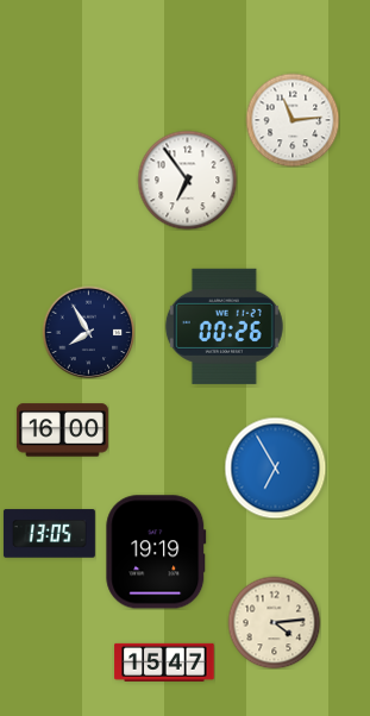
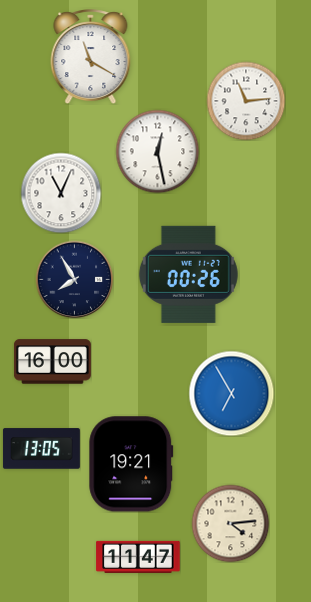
clock at (91, 57): none -> 11:20
clock at (187, 180): 6:54 -> 12:28
clock at (61, 193): none -> 11:04
clock at (156, 552): 19:19 -> 19:21
clock at (164, 662): 15:47 -> 11:47
